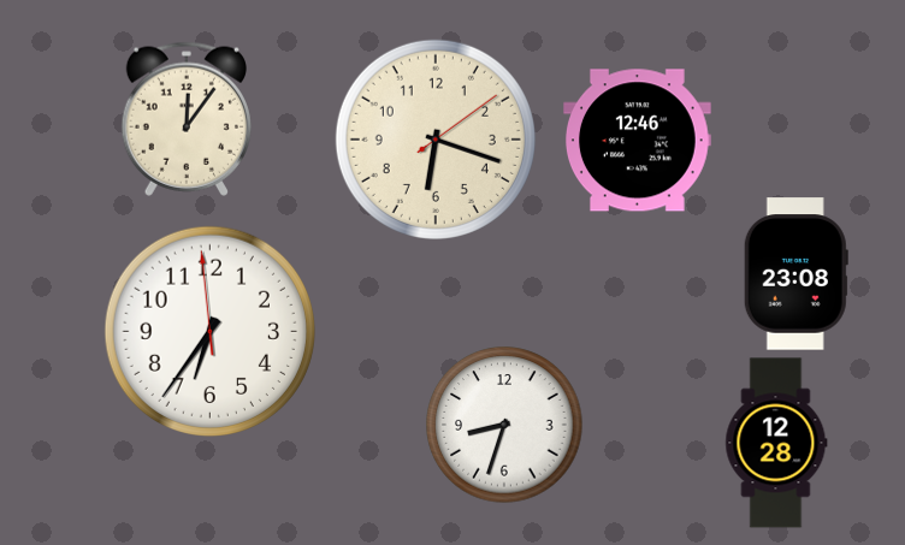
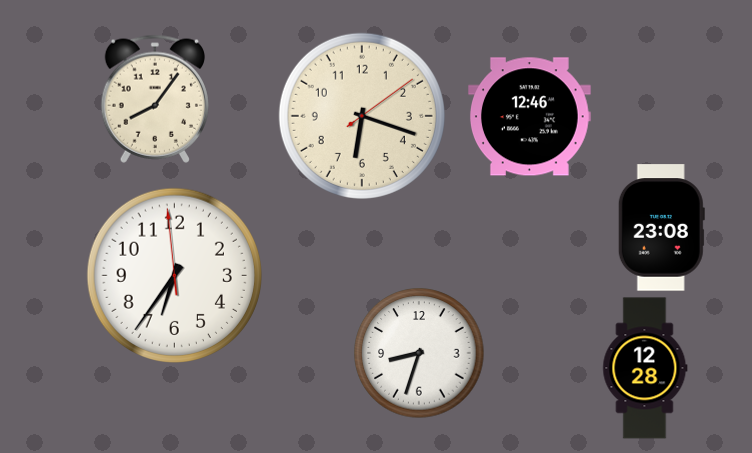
clock at (187, 119): 12:06 -> 8:06
